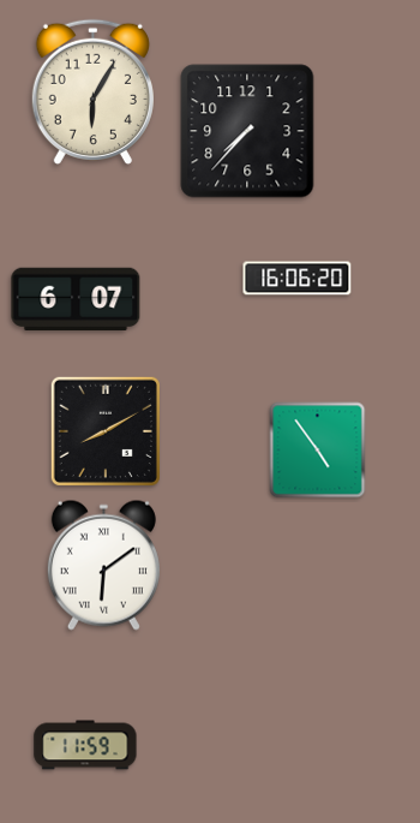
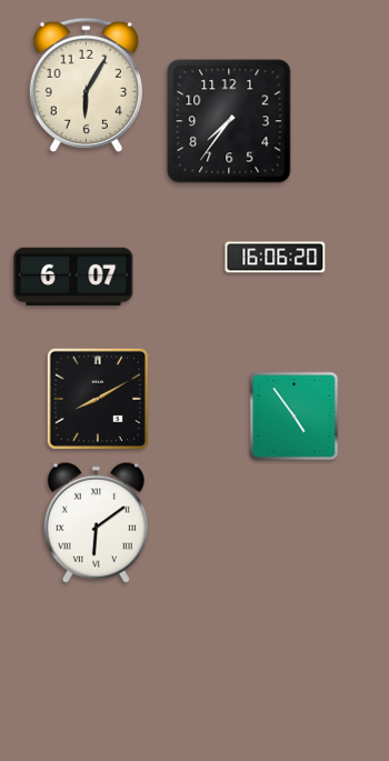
clock at (247, 131): 7:37 -> 7:36
clock at (76, 299) position: (76, 299) -> (73, 277)
clock at (85, 745): 11:59 -> none
